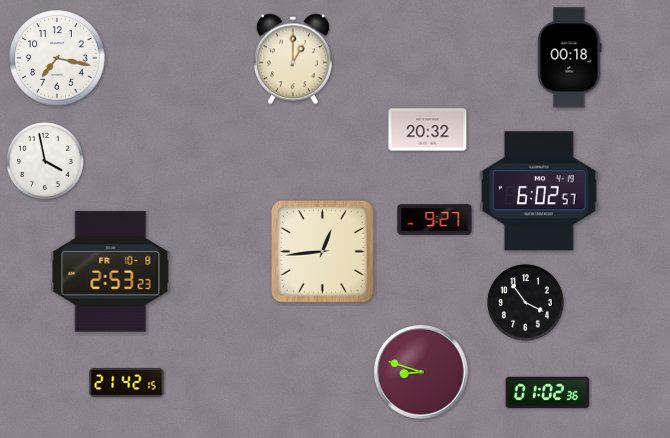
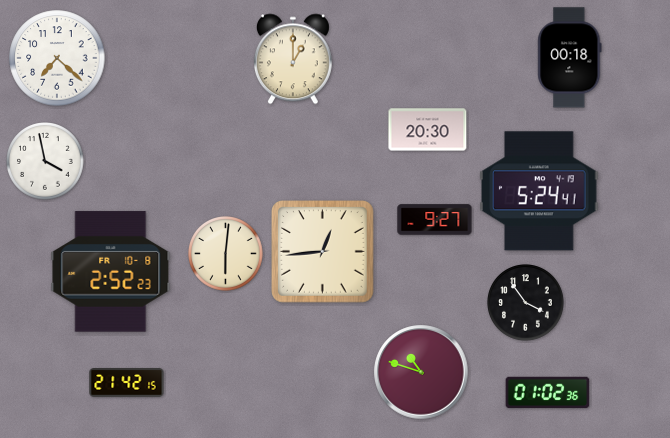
clock at (57, 58): 7:17 -> 7:22
clock at (428, 130): 20:32 -> 20:30
clock at (540, 191): 6:02 -> 5:24
clock at (226, 254): none -> 6:01
clock at (111, 272): 2:53 -> 2:52
clock at (421, 372): 8:48 -> 10:48
